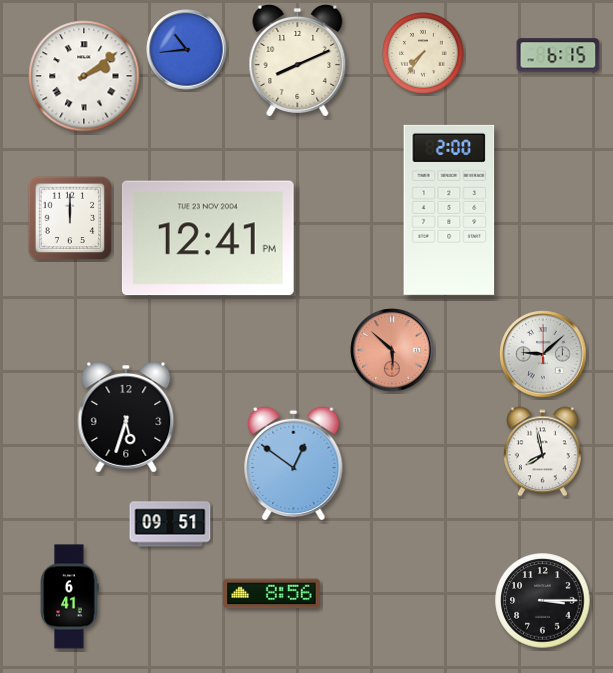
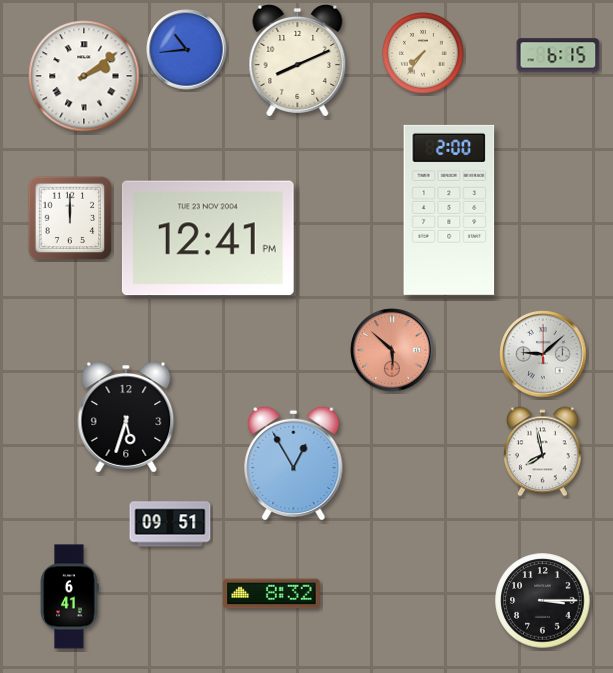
clock at (294, 462): 12:51 -> 12:55
clock at (272, 594): 8:56 -> 8:32
